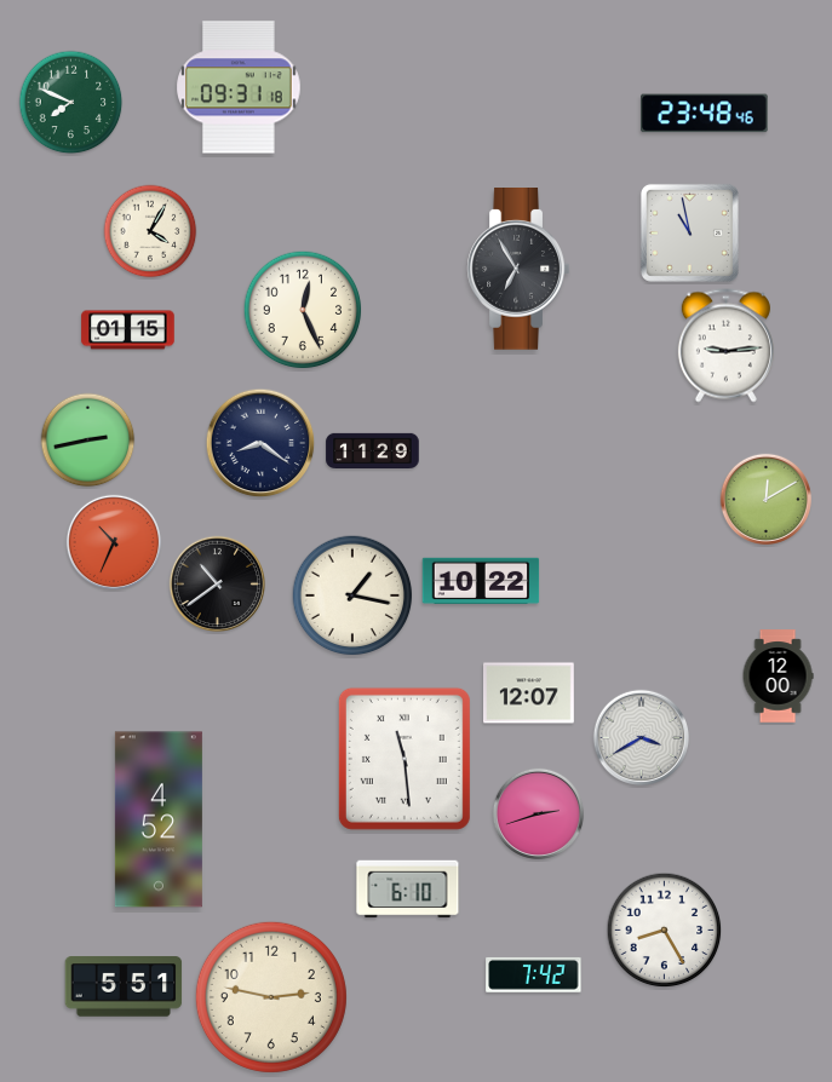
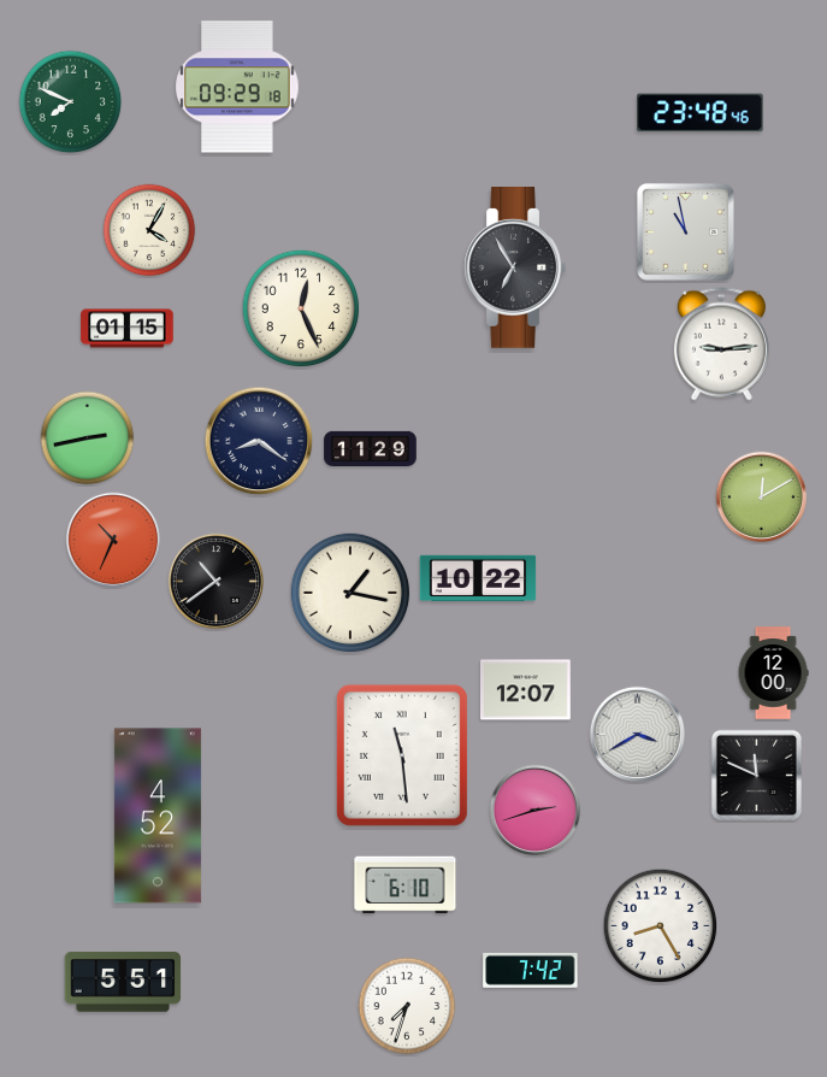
clock at (240, 87): 09:31 -> 09:29
clock at (757, 776): none -> 11:49
clock at (271, 997): 2:47 -> none
clock at (407, 1006): none -> 7:33
